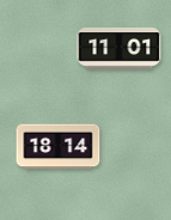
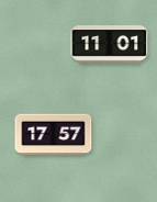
clock at (59, 147): 18:14 -> 17:57
